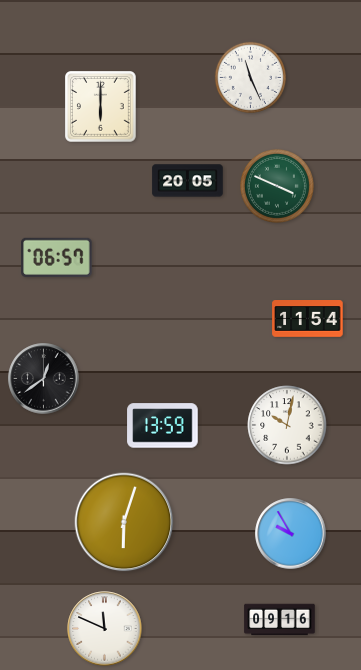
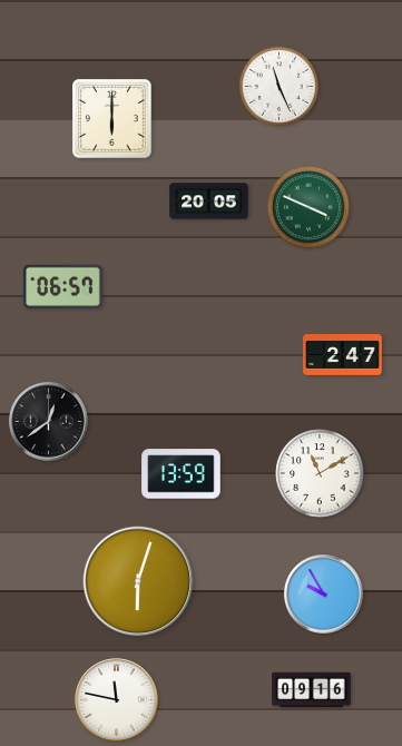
clock at (308, 319): 11:54 -> 2:47
clock at (287, 425): 10:02 -> 11:10
clock at (105, 629): 11:49 -> 11:47
